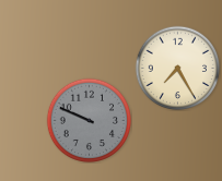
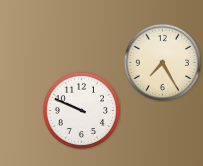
clock at (89, 120) dial: grey -> white
